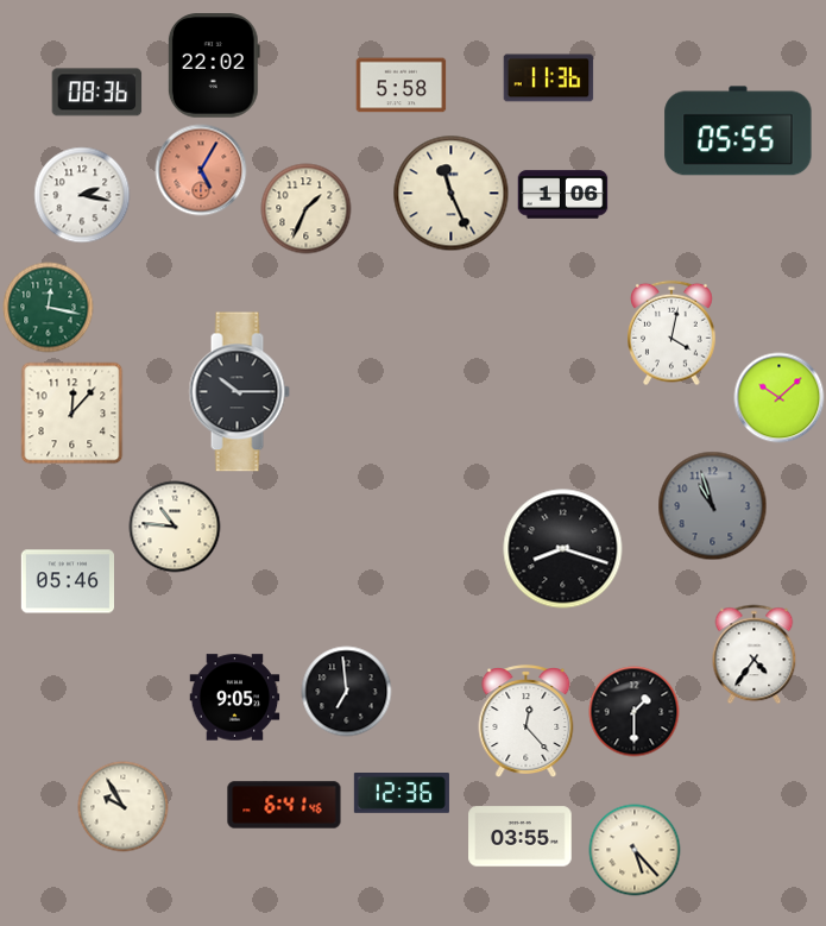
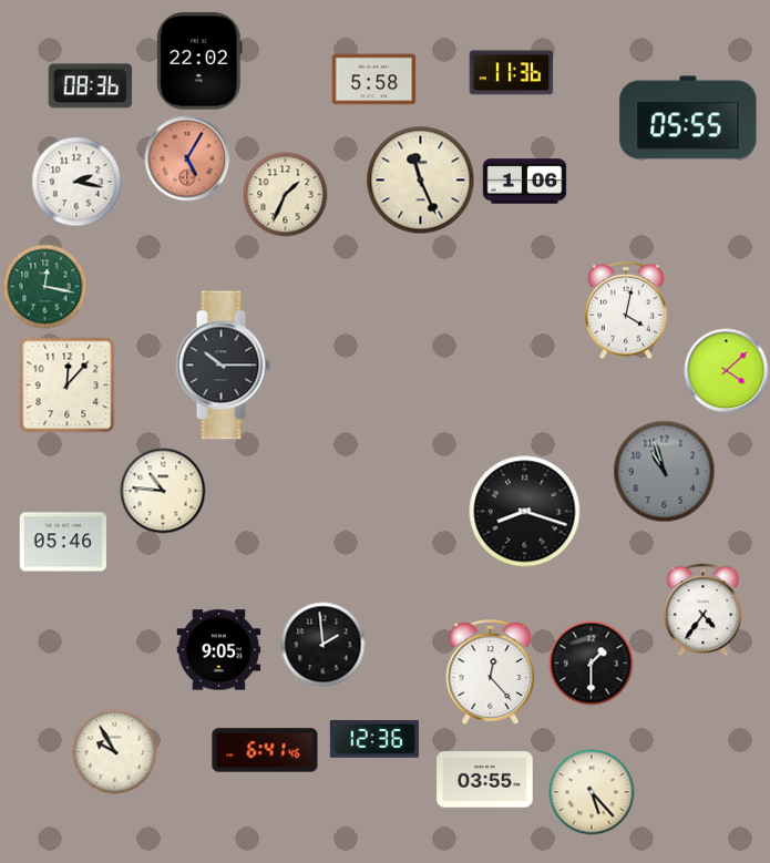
clock at (738, 131) position: (738, 131) -> (688, 117)
clock at (780, 398): 10:08 -> 4:08
clock at (347, 692): 6:59 -> 1:59
